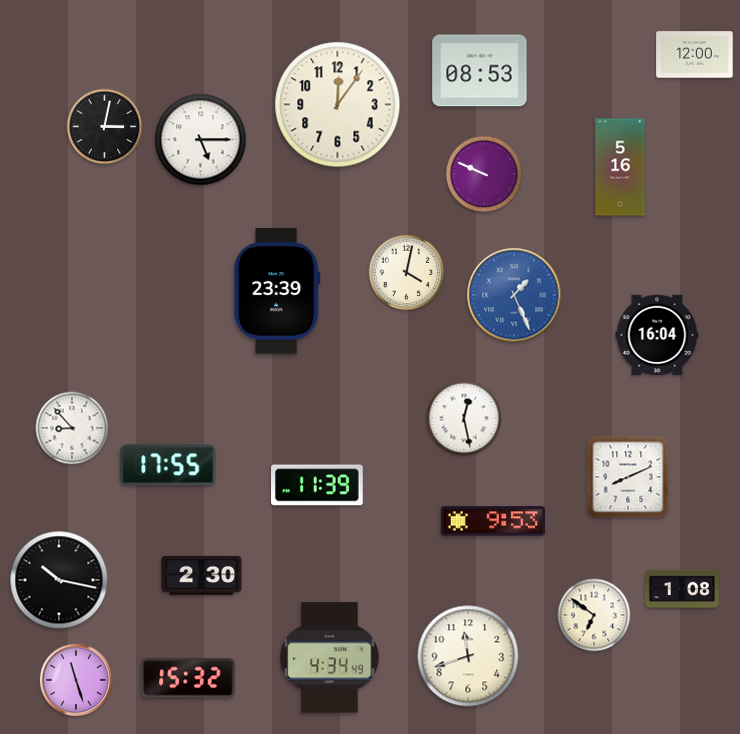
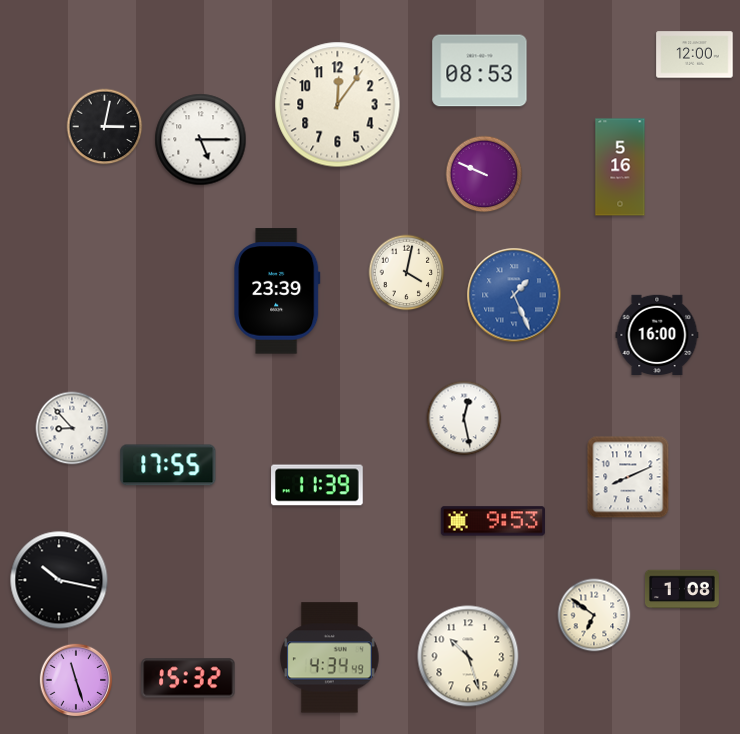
clock at (657, 334): 16:04 -> 16:00
clock at (202, 575): 2:30 -> none
clock at (468, 656): 11:42 -> 10:27
